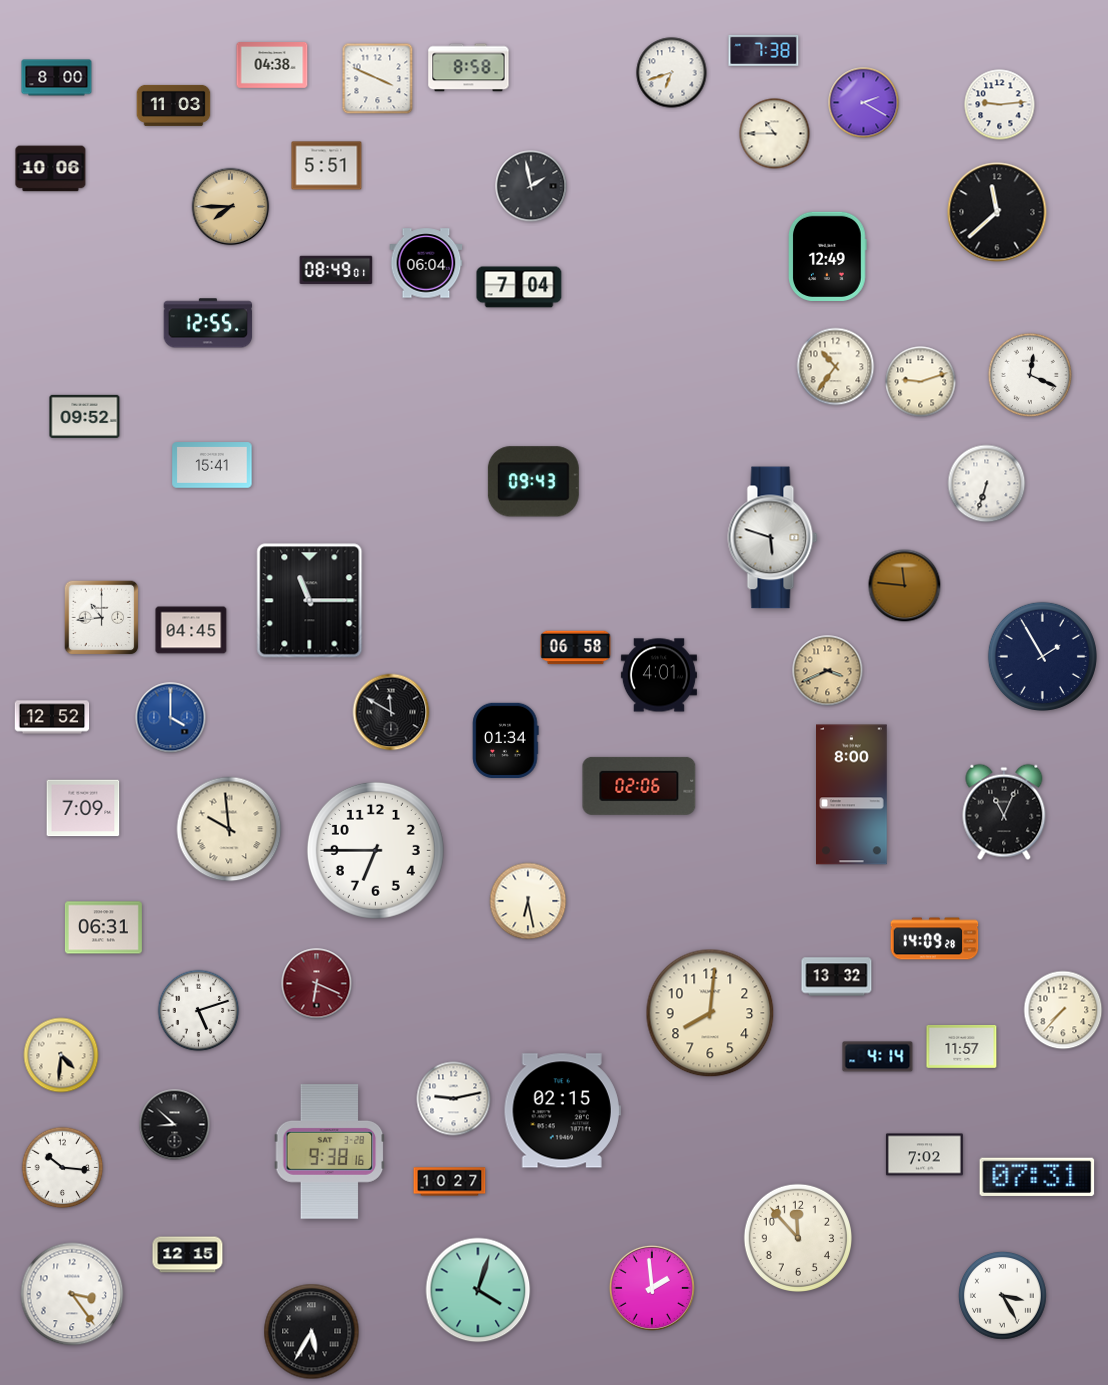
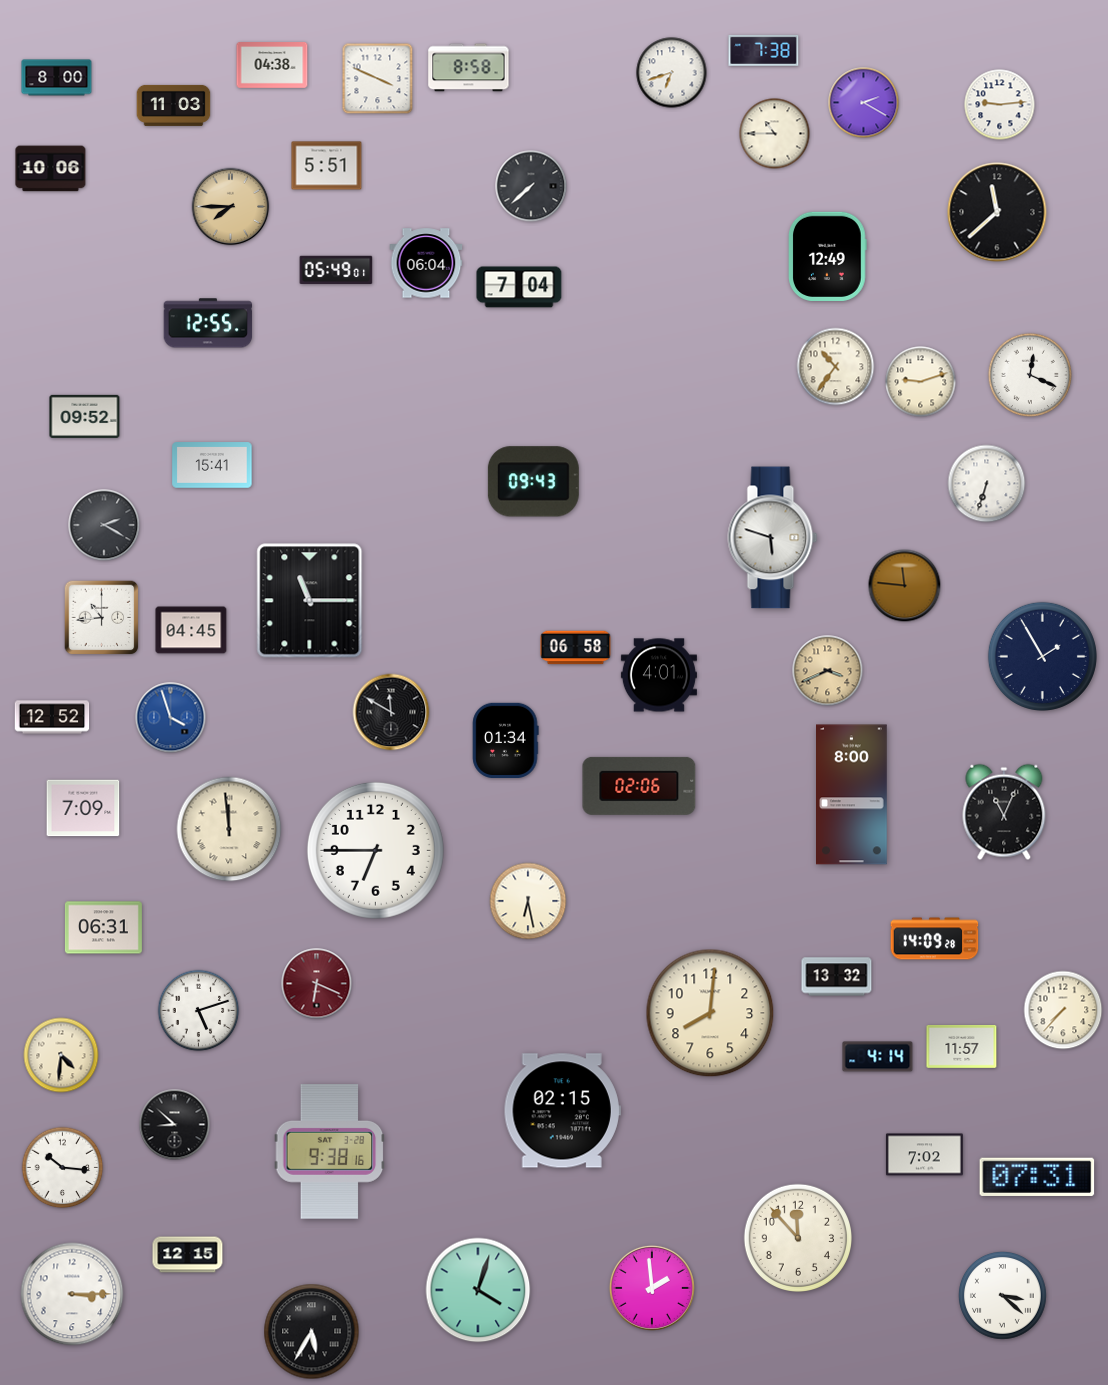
clock at (531, 186): 1:58 -> 7:38
clock at (336, 270): 08:49 -> 05:49
clock at (104, 525): none -> 2:20
clock at (171, 718): 4:00 -> 3:57
clock at (229, 829): 9:59 -> 11:59
clock at (454, 1099): 9:13 -> none
clock at (450, 1182): 10:27 -> none
clock at (72, 1294): 3:24 -> 3:15
clock at (1002, 1295): 3:25 -> 3:22
